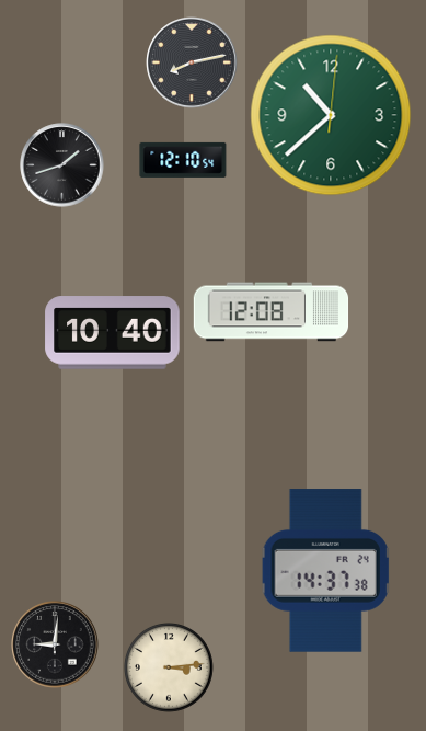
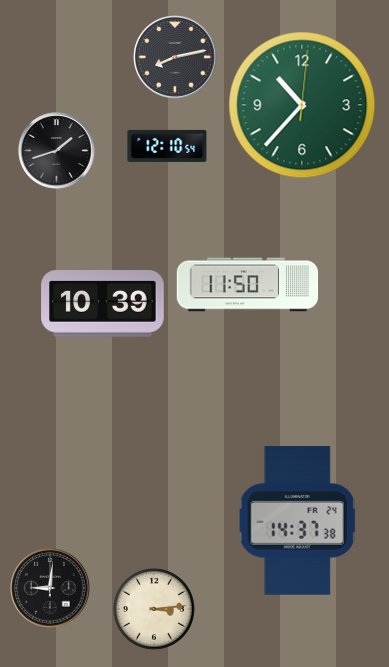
clock at (331, 115): 10:38 -> 10:37
clock at (272, 312): 12:08 -> 11:50
clock at (113, 333): 10:40 -> 10:39
